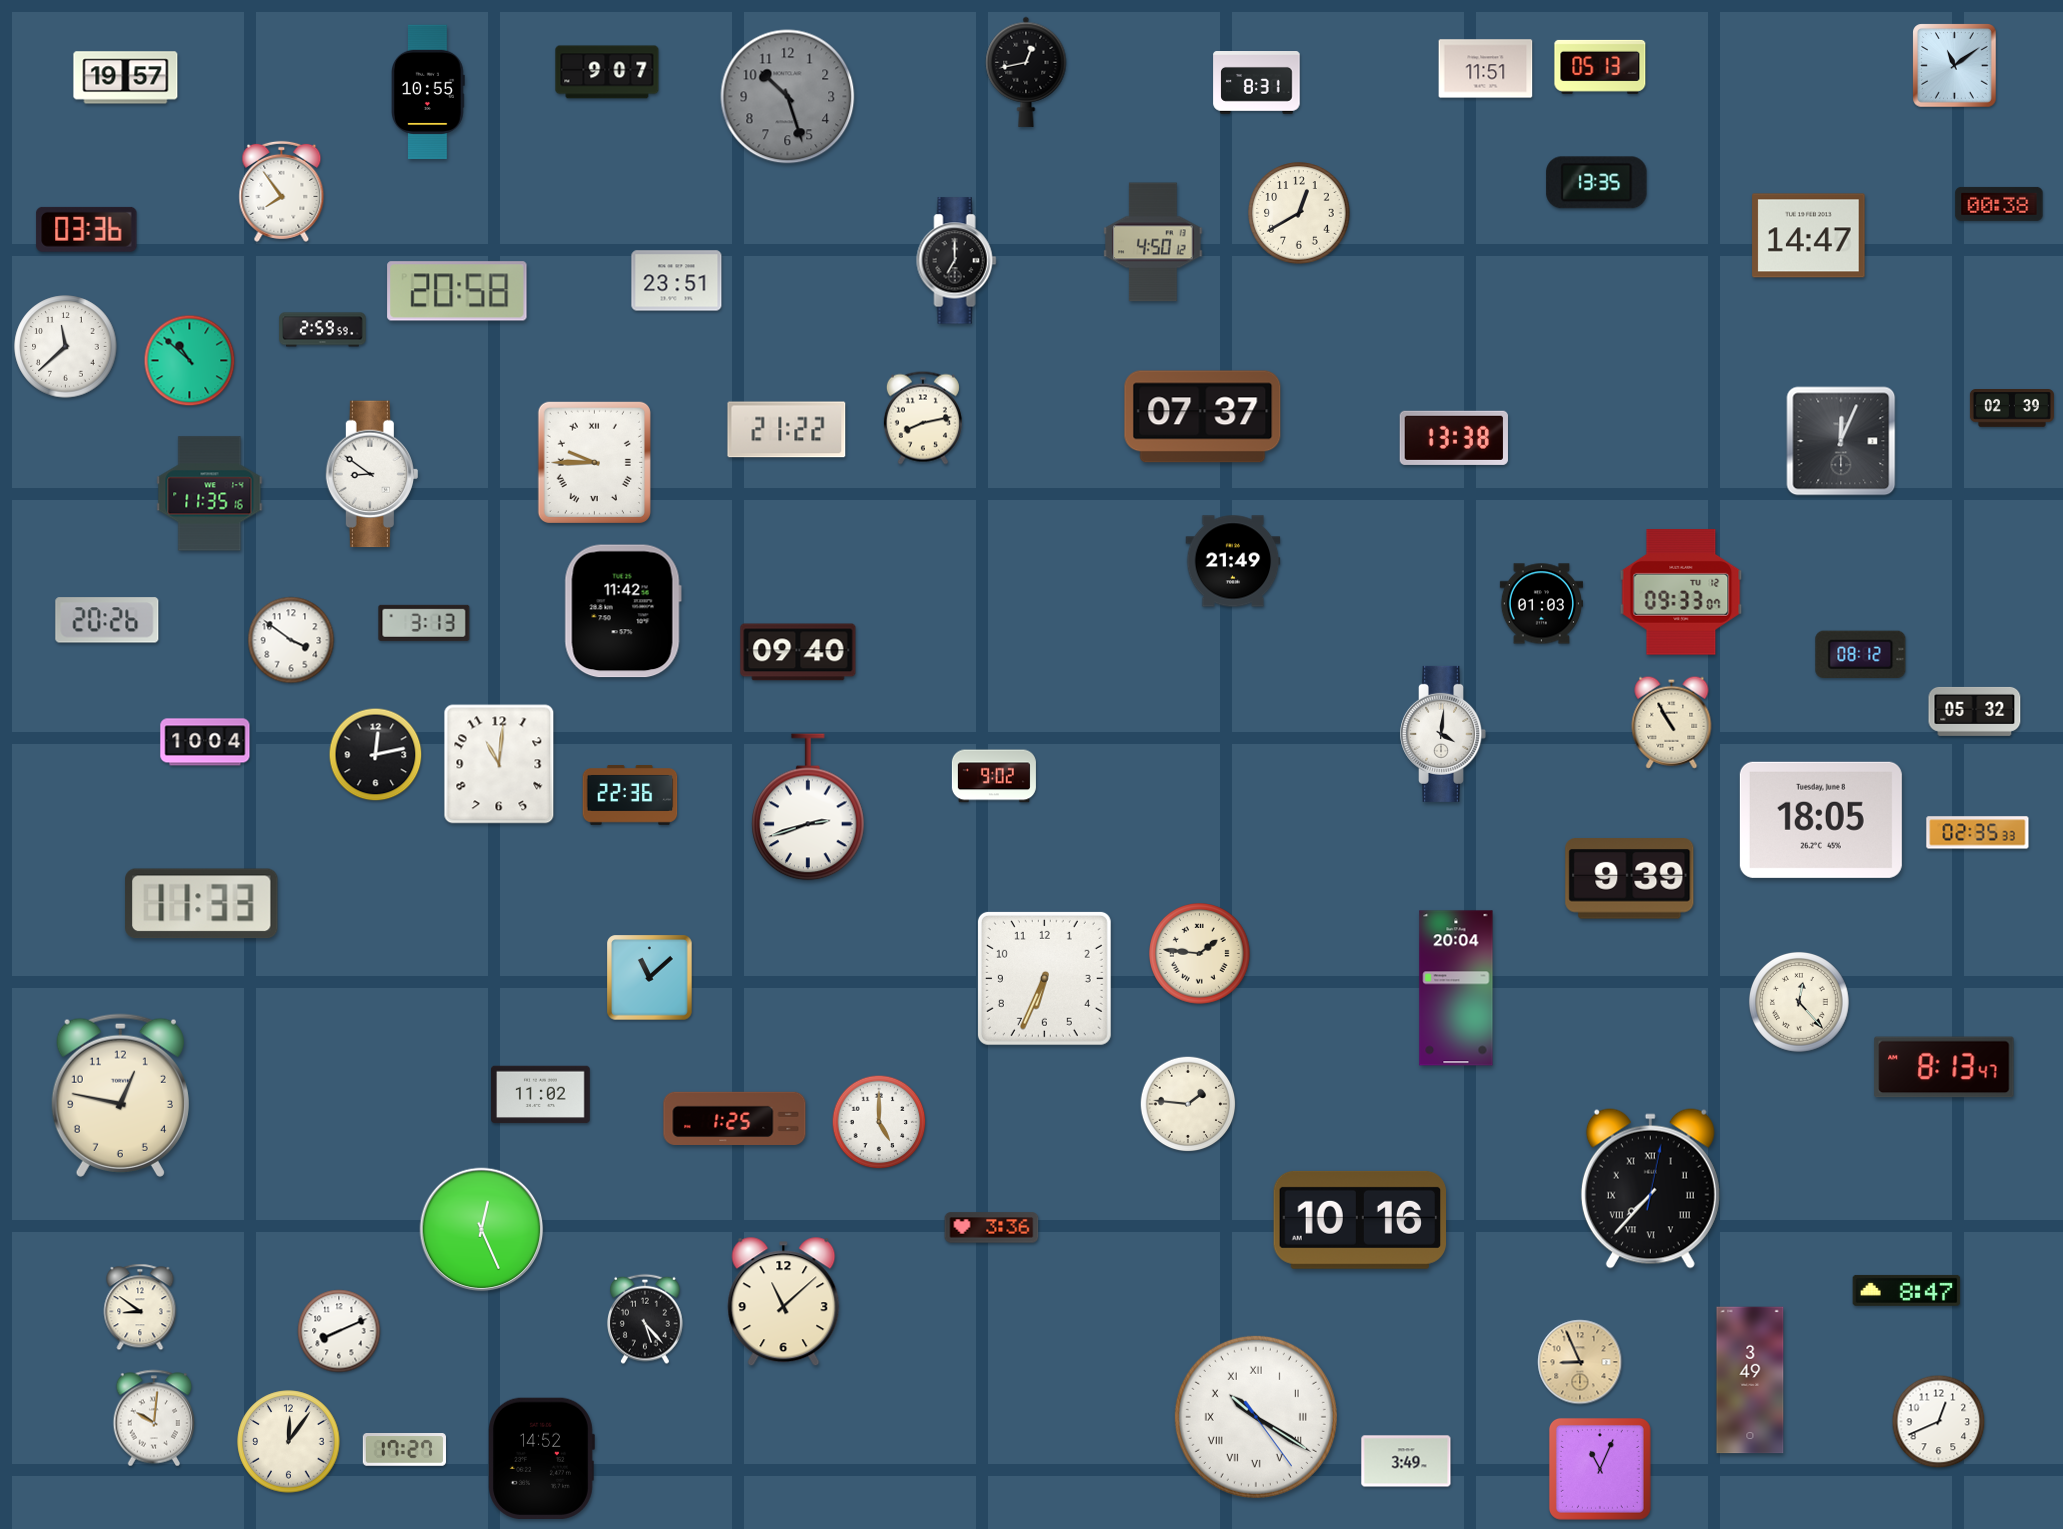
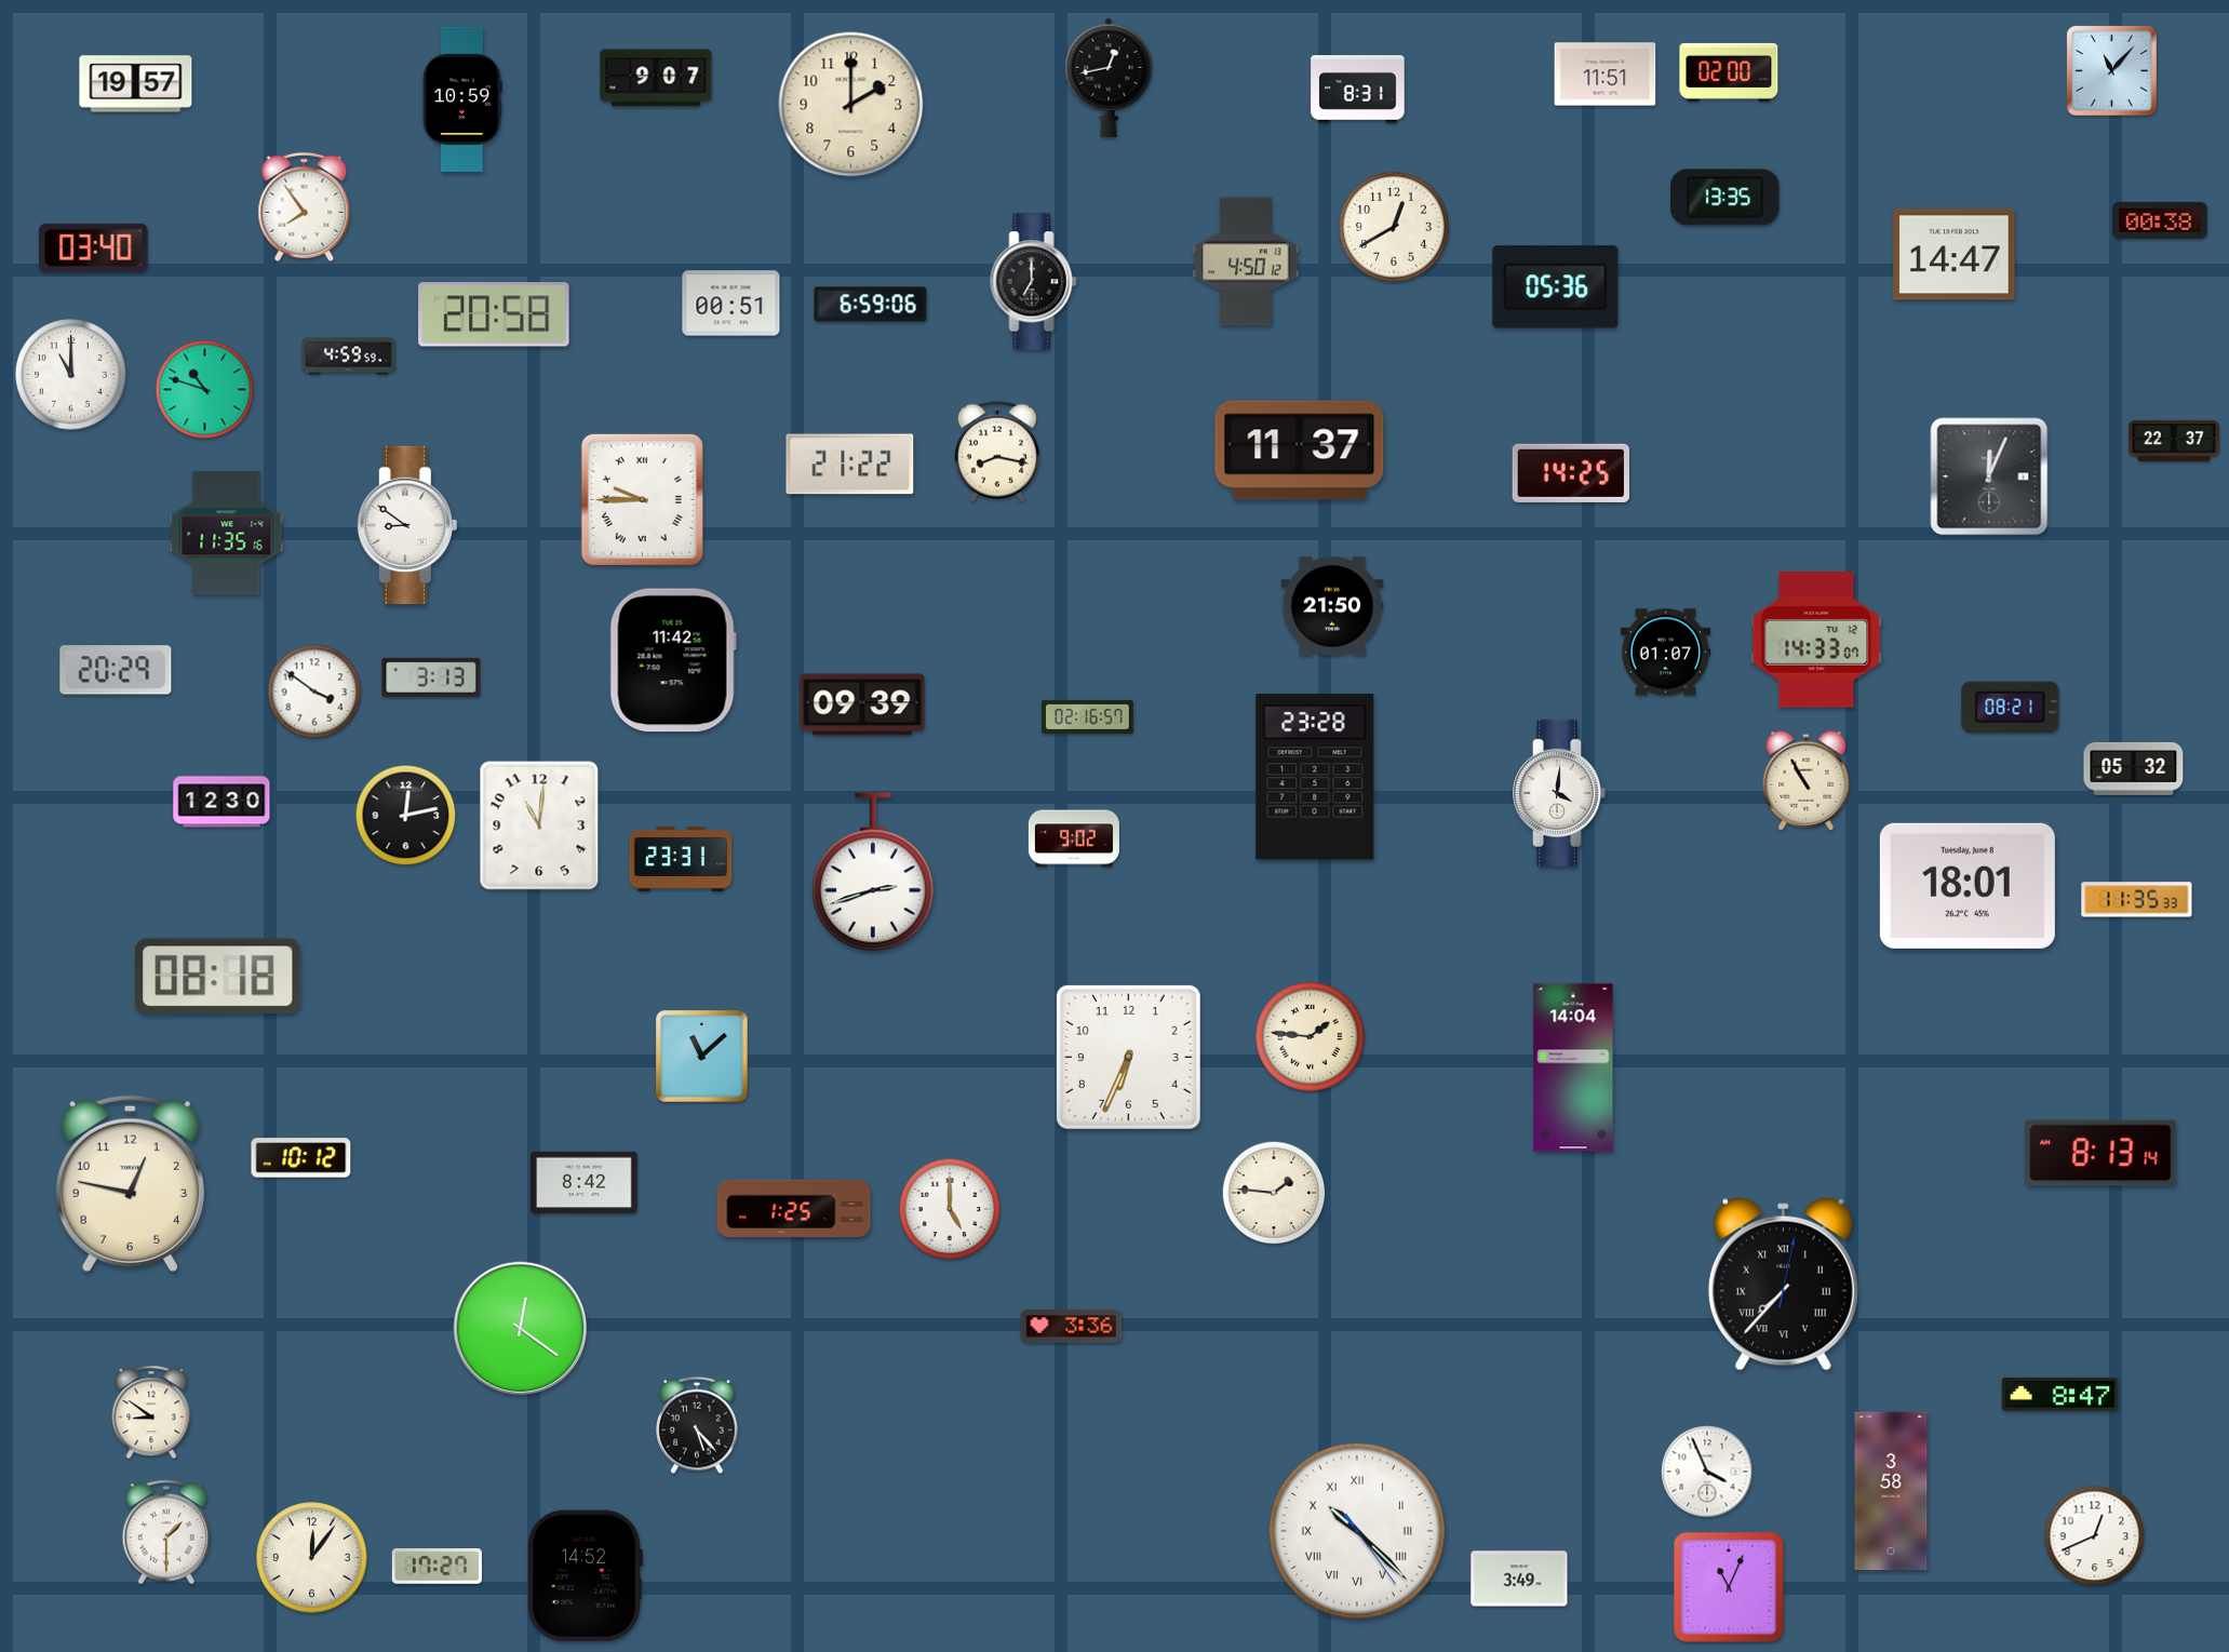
clock at (1955, 66): 11:09 -> 11:07
clock at (1600, 67): 05:13 -> 02:00
clock at (429, 92): 10:55 -> 10:59
clock at (788, 97): 10:27 -> 2:00
clock at (788, 97) dial: grey -> cream
clock at (1299, 213) position: (1299, 213) -> (1394, 227)
clock at (87, 229): 03:36 -> 03:40
clock at (1556, 287): none -> 05:36
clock at (677, 281): 23:51 -> 00:51
clock at (871, 305): none -> 6:59
clock at (323, 330): 2:59 -> 4:59
clock at (66, 347): 11:38 -> 11:00
clock at (190, 361): 10:52 -> 10:48
clock at (2012, 409): 02:39 -> 22:37
clock at (1203, 417): 07:37 -> 11:37
clock at (923, 418): 8:13 -> 8:17
clock at (1454, 438): 13:38 -> 14:25
clock at (371, 474) position: (371, 474) -> (406, 525)
clock at (1233, 561): 21:49 -> 21:50
clock at (1681, 592): 09:33 -> 14:33
clock at (1541, 604): 01:03 -> 01:07
clock at (107, 620): 20:26 -> 20:29
clock at (424, 623) position: (424, 623) -> (431, 677)
clock at (798, 652): 09:40 -> 09:39
clock at (1861, 655): 08:12 -> 08:21
clock at (1087, 716): none -> 02:16
clock at (1315, 777): none -> 23:28
clock at (205, 742): 10:04 -> 12:30
clock at (630, 796): 22:36 -> 23:31
clock at (1821, 820): 18:05 -> 18:01
clock at (1978, 833): 02:35 -> 11:35
clock at (1630, 879): 9:39 -> none
clock at (202, 904): 11:33 -> 08:18
clock at (1200, 954) position: (1200, 954) -> (1311, 1037)
clock at (1456, 988): 20:04 -> 14:04
clock at (1799, 1002): 12:23 -> none
clock at (1944, 1067): 8:13:47 -> 8:13:14
clock at (301, 1158): none -> 10:12
clock at (541, 1095): 11:02 -> 8:42
clock at (1188, 1104) position: (1188, 1104) -> (1274, 1193)
clock at (879, 1122) position: (879, 1122) -> (950, 1209)
clock at (1360, 1220): 10:16 -> none
clock at (482, 1230): 12:26 -> 12:21
clock at (784, 1302): 11:08 -> none
clock at (339, 1331): 8:11 -> none
clock at (1580, 1362): 8:56 -> 3:56
clock at (1580, 1362) dial: champagne -> white
clock at (1750, 1380): 3:49 -> 3:58
clock at (1256, 1417): 10:20 -> 10:22
clock at (154, 1418): 10:01 -> 1:30
